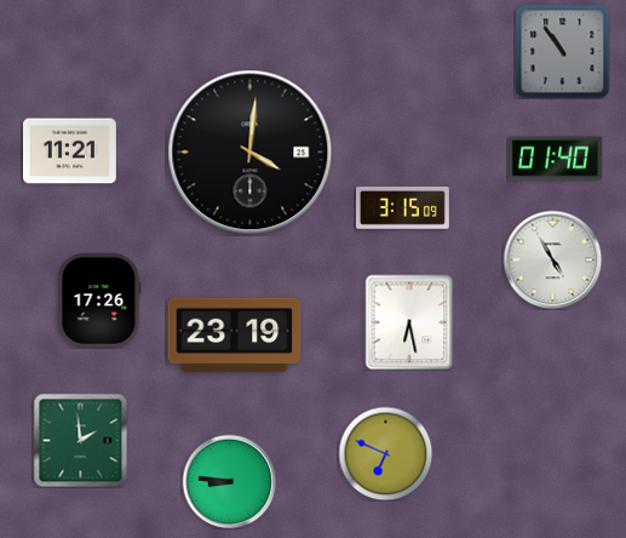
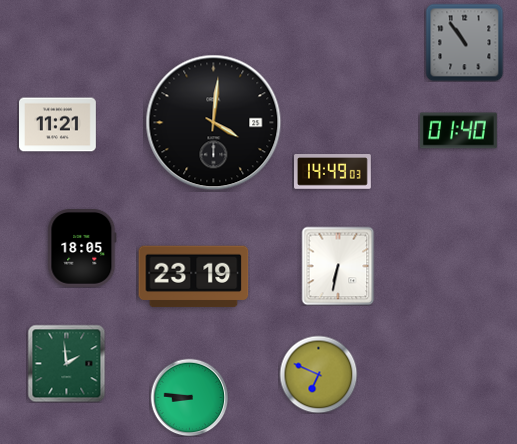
clock at (251, 153) position: (251, 153) -> (214, 123)
clock at (403, 208): 3:15 -> 14:49
clock at (552, 259): 4:55 -> none
clock at (99, 302): 17:26 -> 18:05
clock at (409, 322): 6:28 -> 6:32
